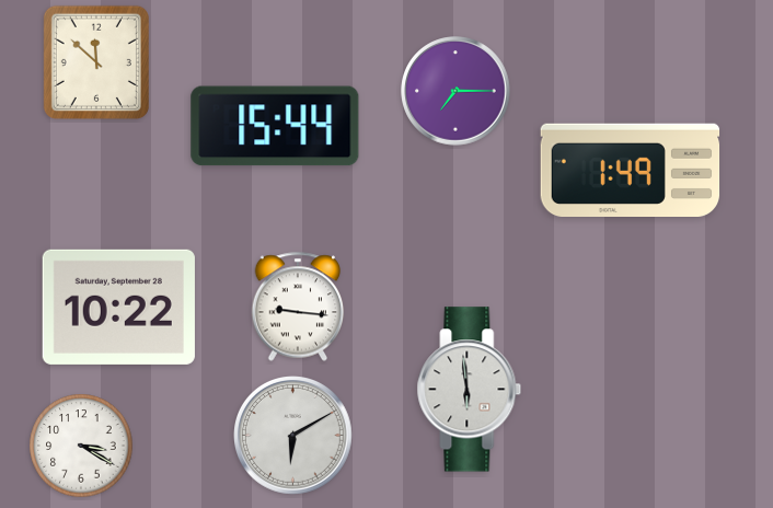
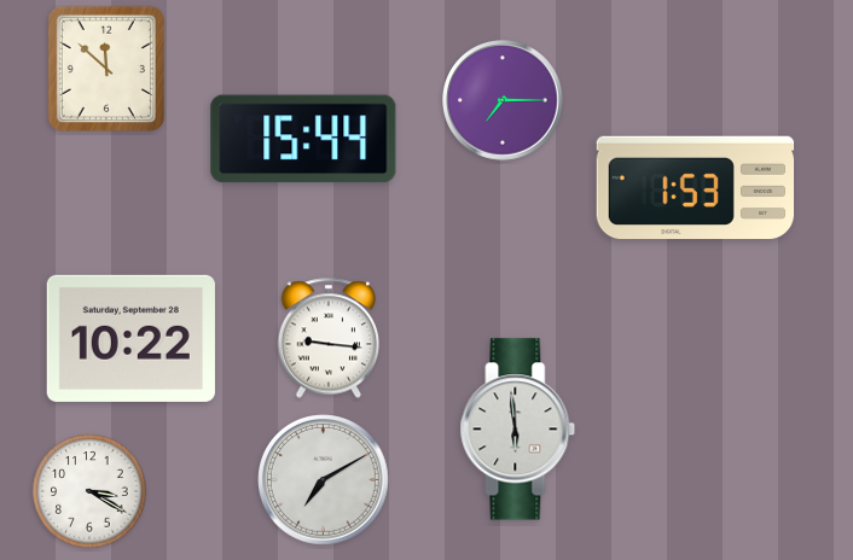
clock at (631, 170): 1:49 -> 1:53
clock at (293, 436): 6:10 -> 7:10
